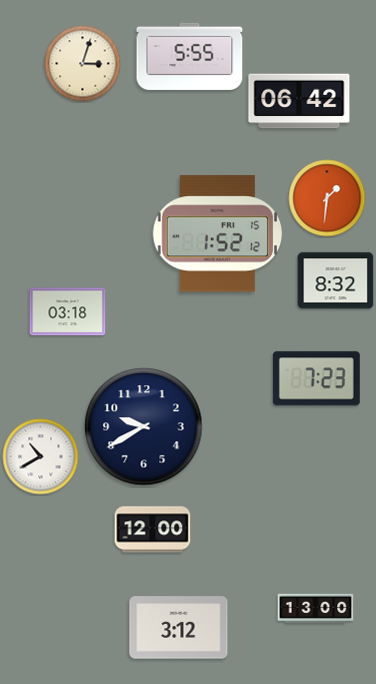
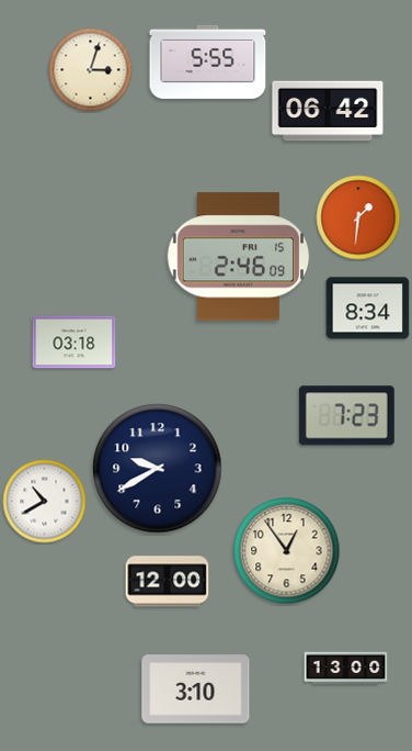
clock at (218, 234): 1:52 -> 2:46
clock at (336, 281): 8:32 -> 8:34
clock at (287, 551): none -> 12:54
clock at (179, 628): 3:12 -> 3:10
